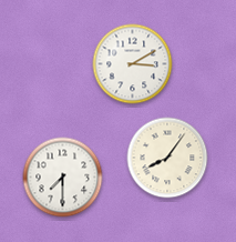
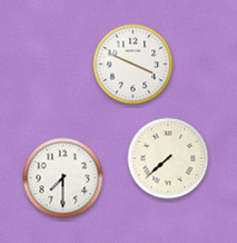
clock at (133, 64): 3:10 -> 3:49
clock at (167, 158): 8:06 -> 7:38
